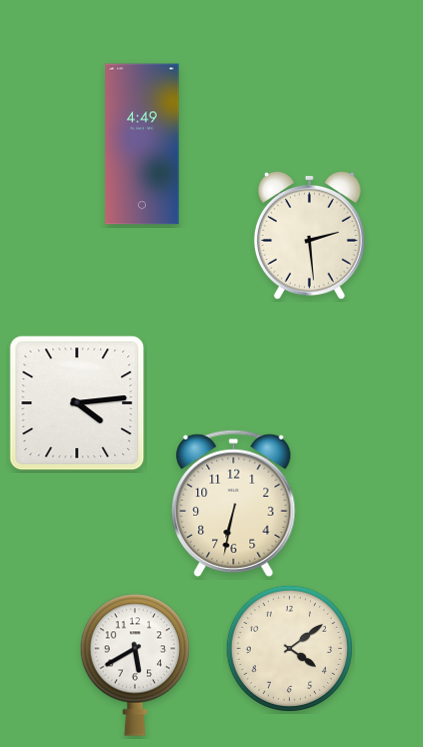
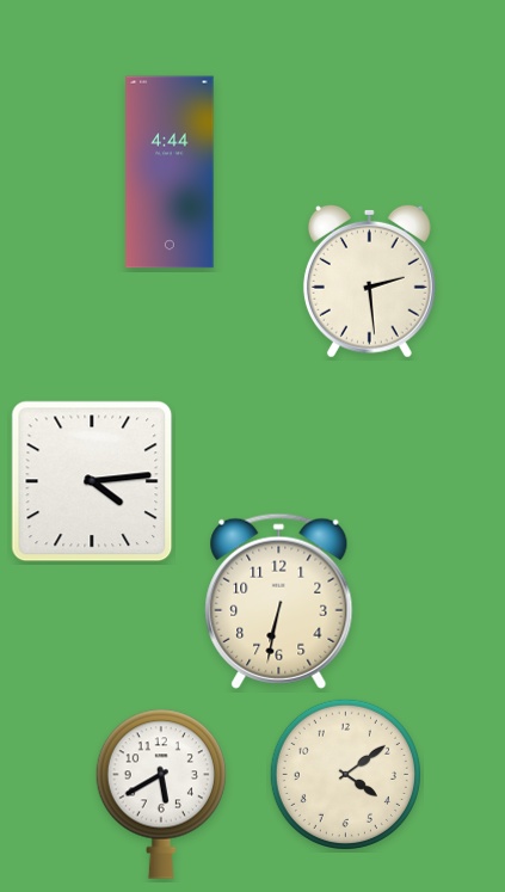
clock at (142, 144): 4:49 -> 4:44
